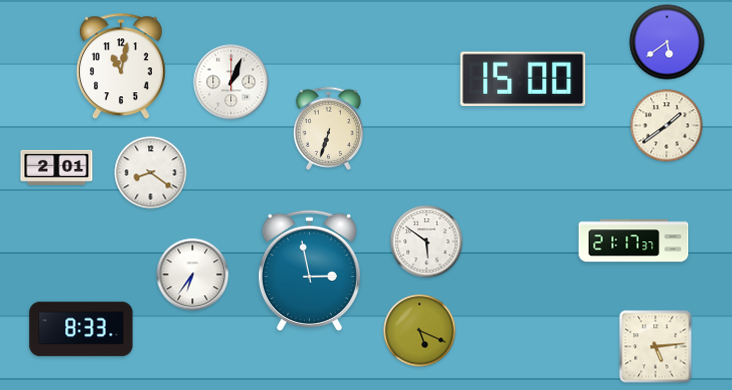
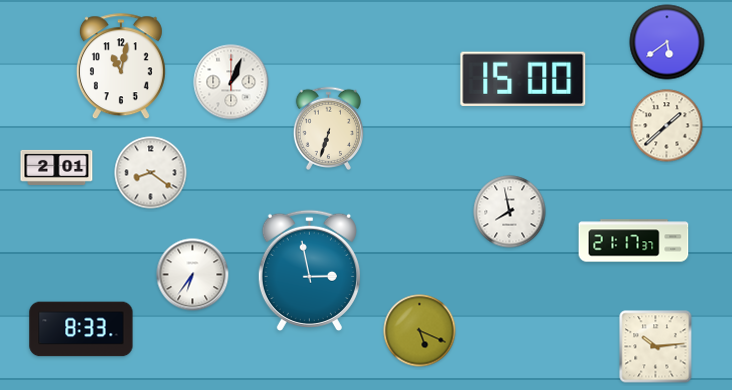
clock at (667, 126): 1:39 -> 1:38
clock at (510, 212): none -> 7:58
clock at (427, 242): 5:51 -> none
clock at (656, 347): 5:14 -> 10:14
